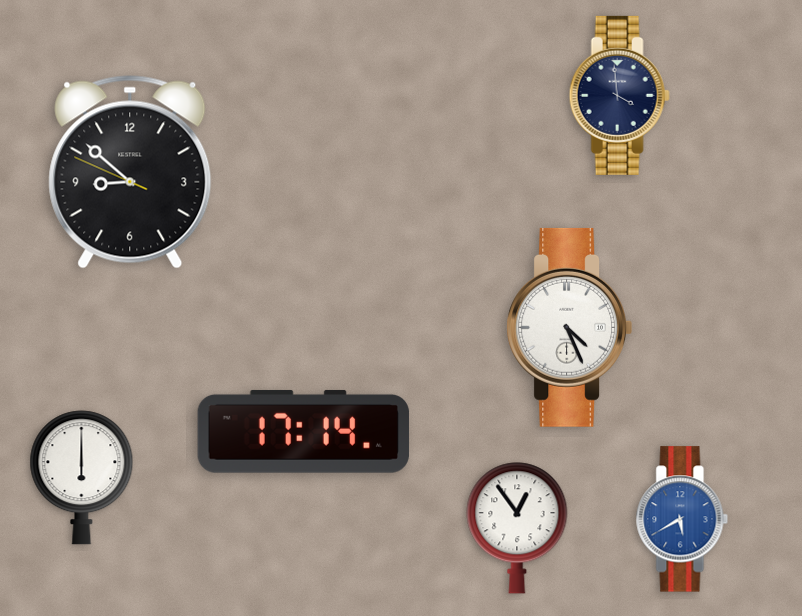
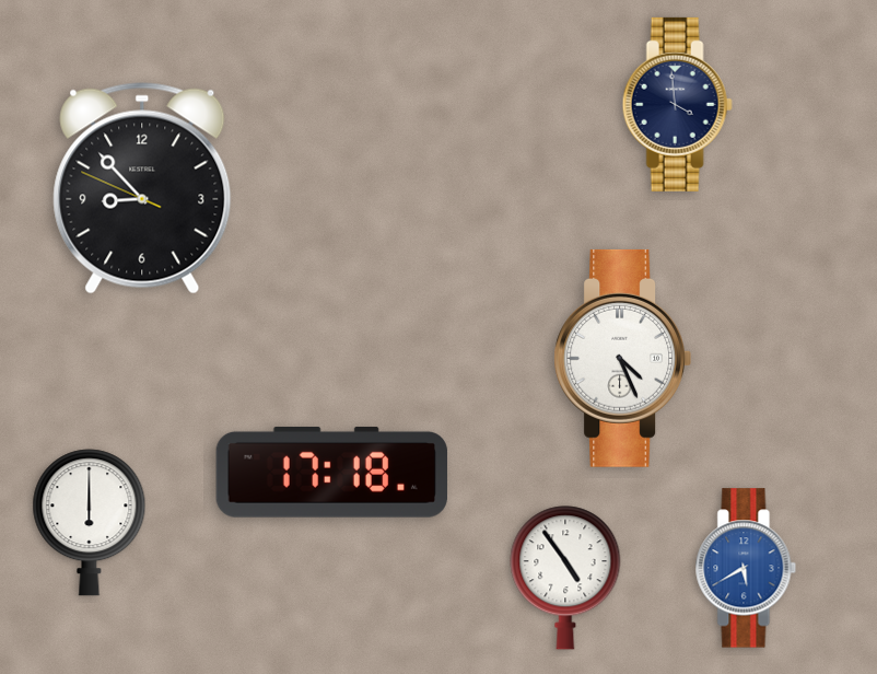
clock at (130, 172): 8:51 -> 8:52
clock at (303, 431): 17:14 -> 17:18
clock at (517, 528): 12:54 -> 4:54
